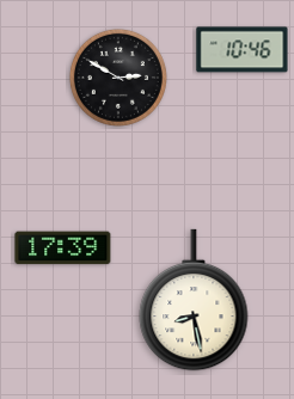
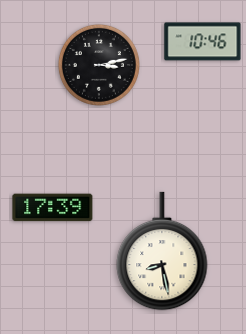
clock at (118, 78): 2:50 -> 3:13
